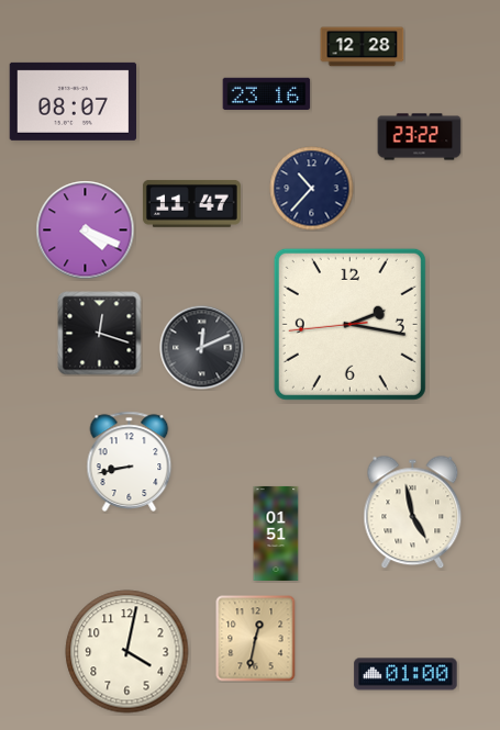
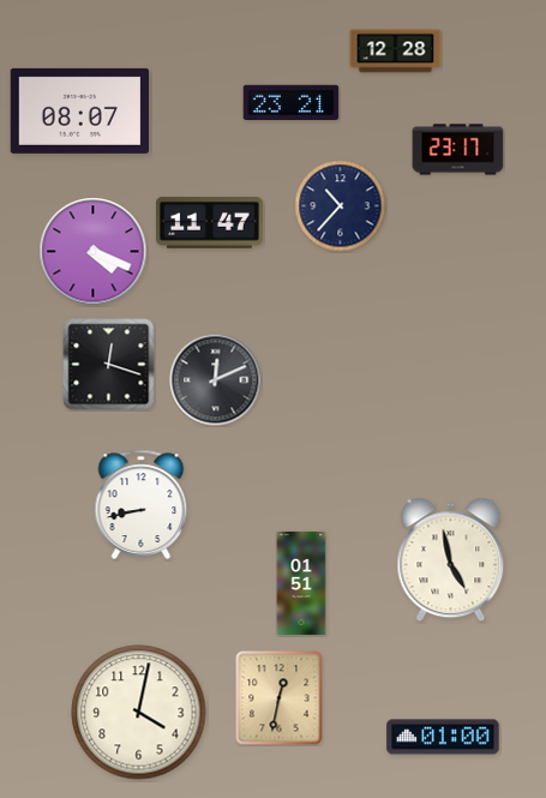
clock at (267, 94): 23:16 -> 23:21
clock at (420, 137): 23:22 -> 23:17
clock at (349, 324): 2:16 -> none
clock at (202, 348) position: (202, 348) -> (216, 380)
